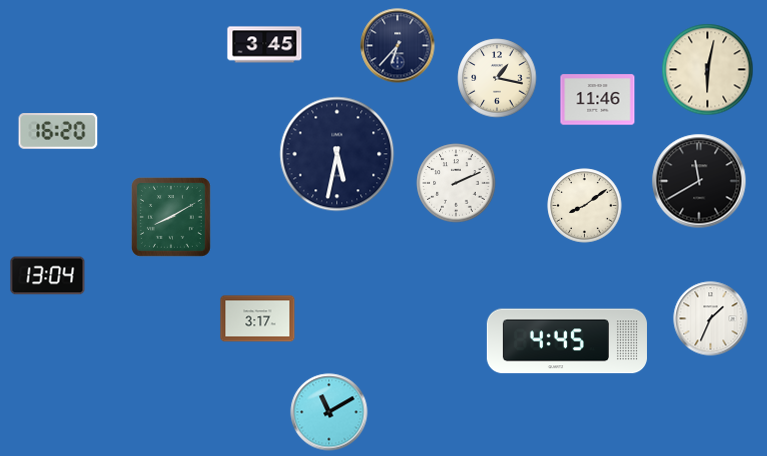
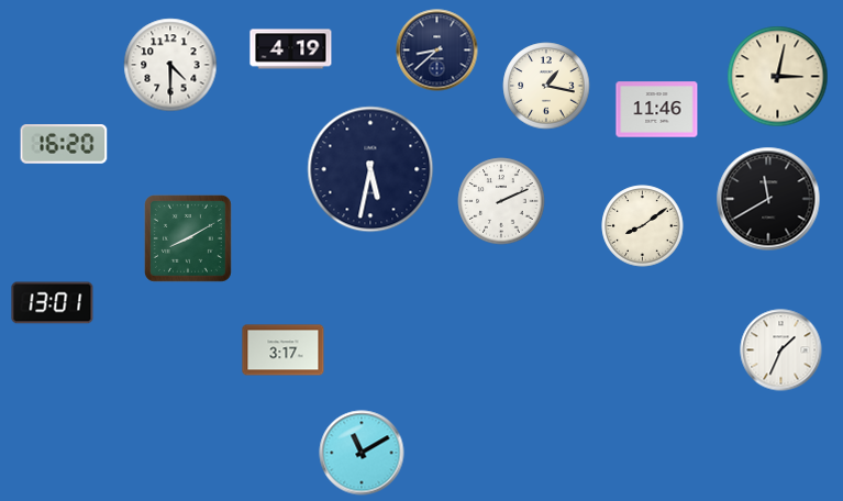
clock at (265, 45): 3:45 -> 4:19
clock at (398, 46): 6:37 -> 8:38
clock at (170, 65): none -> 4:30
clock at (708, 70): 6:02 -> 3:02
clock at (48, 276): 13:04 -> 13:01
clock at (567, 341): 4:45 -> none
